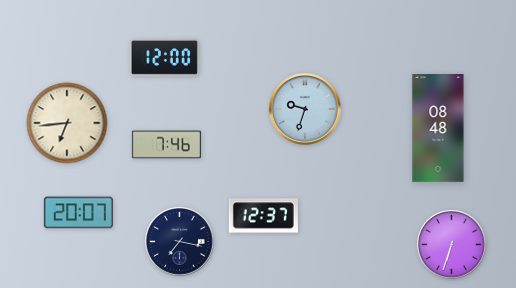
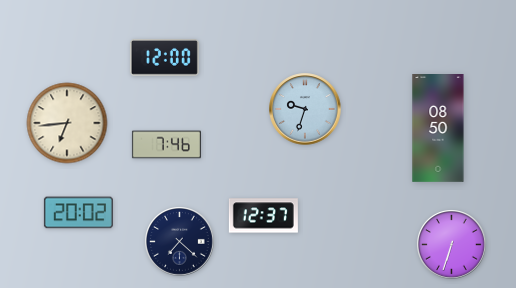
clock at (438, 129): 08:48 -> 08:50
clock at (78, 213): 20:07 -> 20:02
clock at (180, 242): 7:17 -> 7:22
